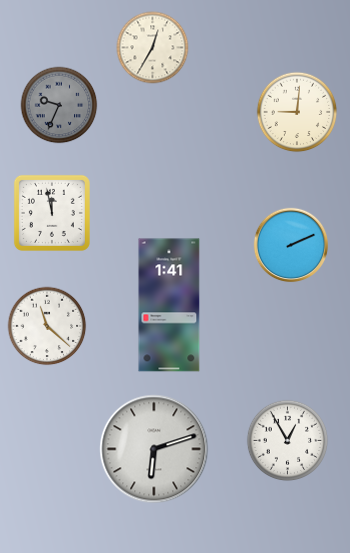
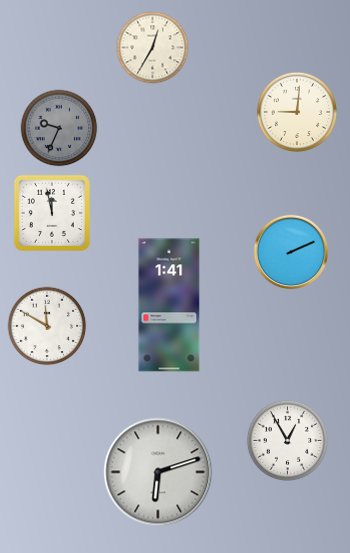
clock at (59, 105) position: (59, 105) -> (59, 128)
clock at (291, 245) position: (291, 245) -> (291, 252)
clock at (47, 326): 11:22 -> 11:50
clock at (154, 449) position: (154, 449) -> (158, 472)
